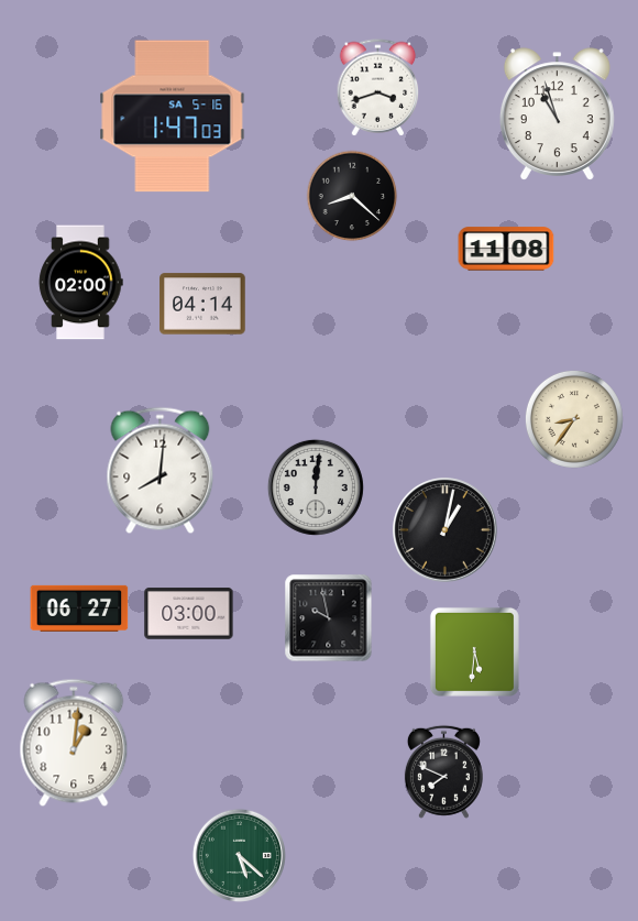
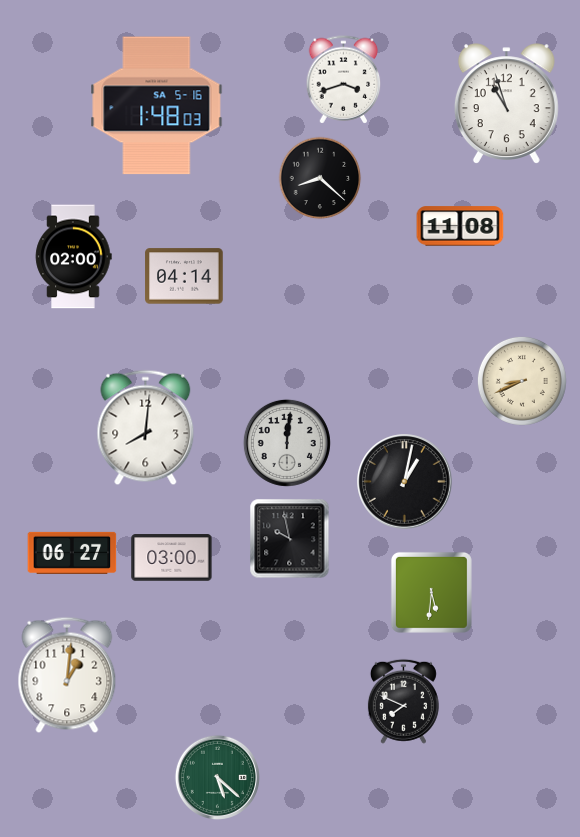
clock at (173, 117): 1:47 -> 1:48
clock at (574, 419): 8:36 -> 8:41
clock at (329, 618) position: (329, 618) -> (290, 539)
